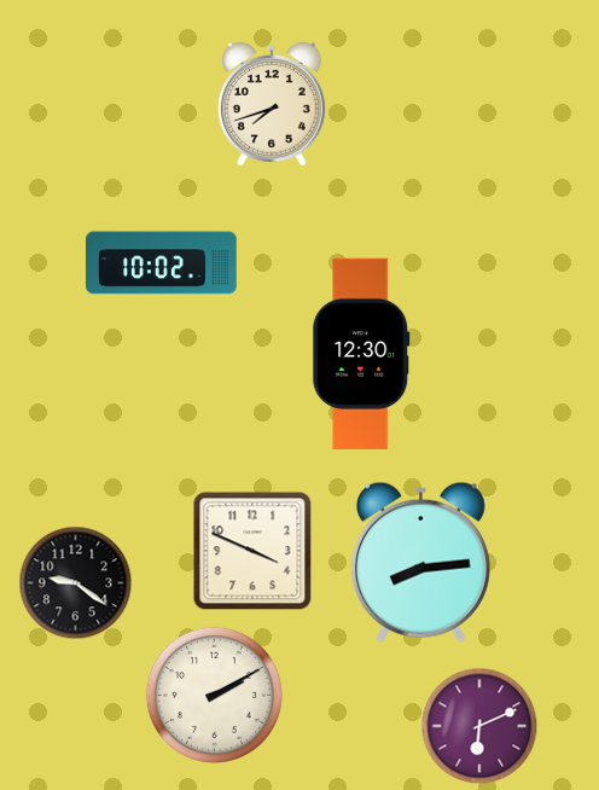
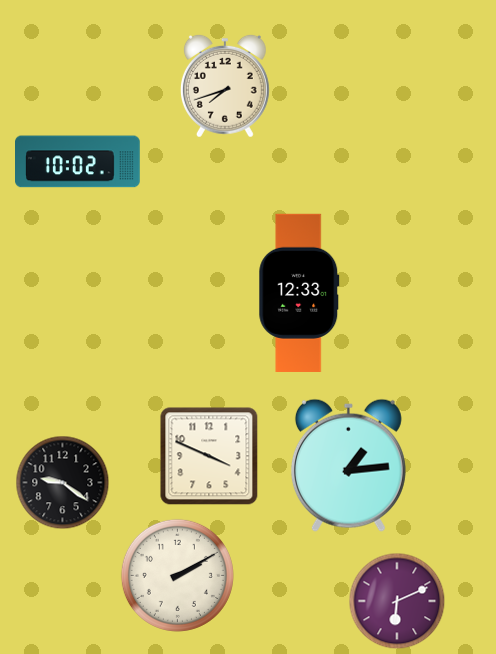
clock at (162, 263) position: (162, 263) -> (78, 162)
clock at (361, 354): 12:30 -> 12:33
clock at (420, 562): 8:14 -> 1:14
